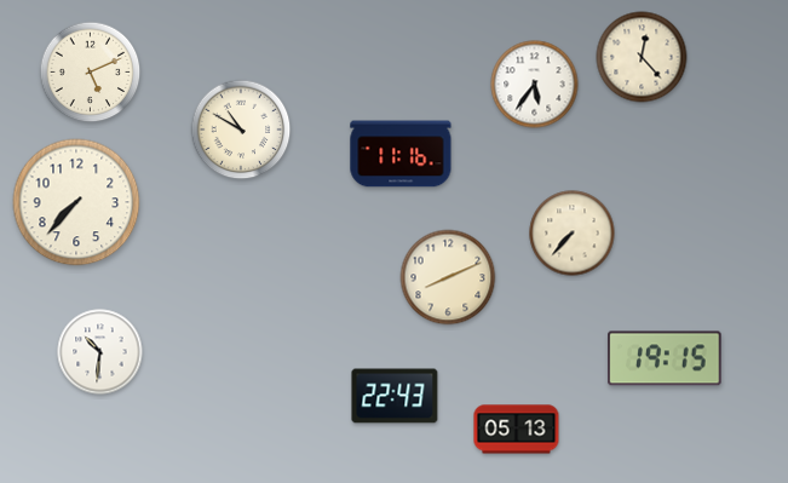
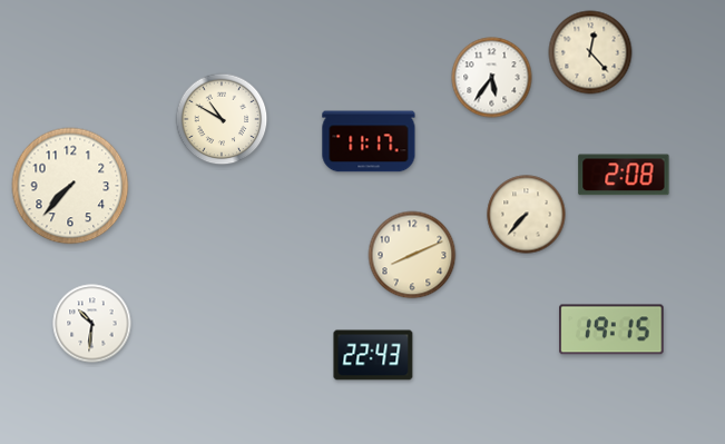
clock at (91, 73): 5:11 -> none
clock at (401, 154): 11:16 -> 11:17
clock at (624, 175): none -> 2:08
clock at (395, 396) position: (395, 396) -> (373, 355)
clock at (517, 430): 05:13 -> none
